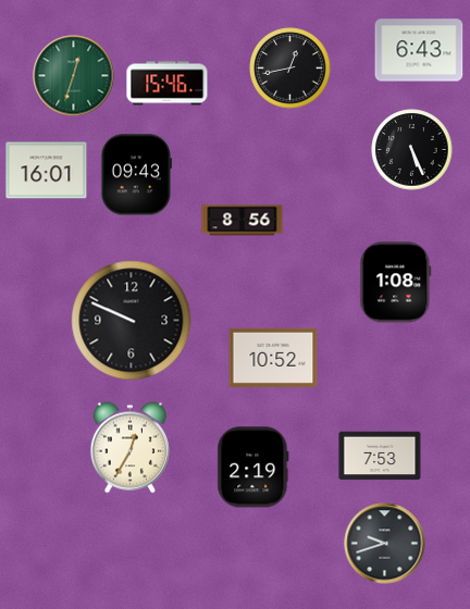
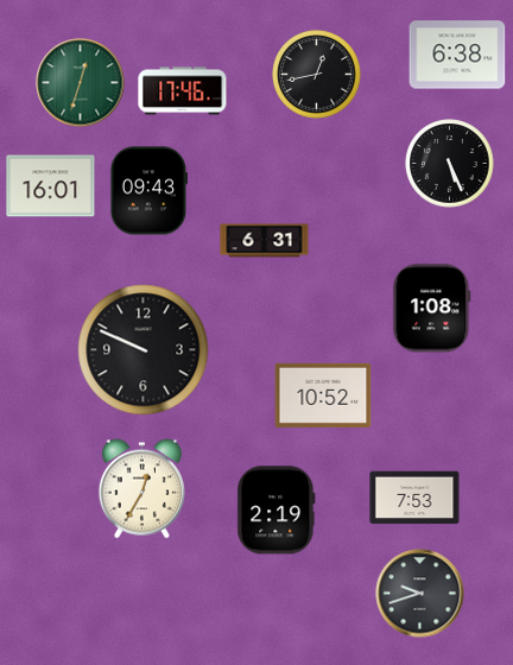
clock at (419, 50): 6:43 -> 6:38
clock at (168, 84): 15:46 -> 17:46
clock at (243, 221): 8:56 -> 6:31
clock at (273, 358) position: (273, 358) -> (323, 395)
